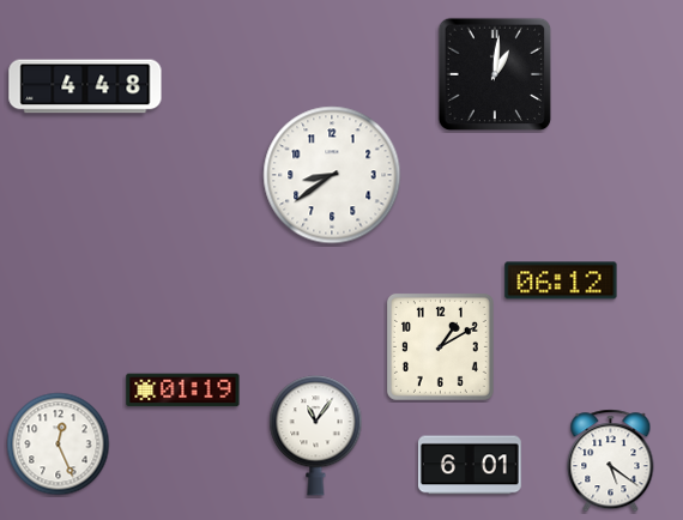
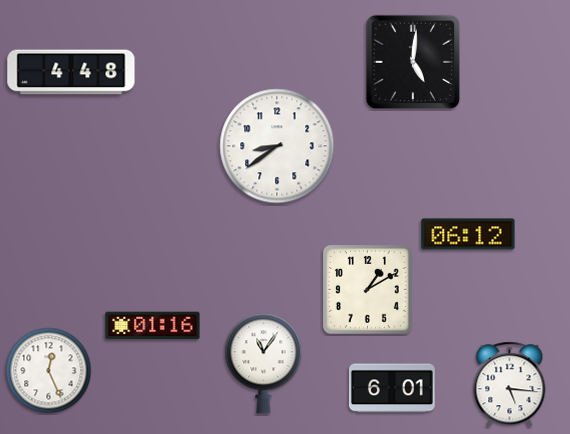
clock at (495, 74): 1:01 -> 5:01
clock at (183, 391): 01:19 -> 01:16
clock at (611, 461): 5:21 -> 5:16
